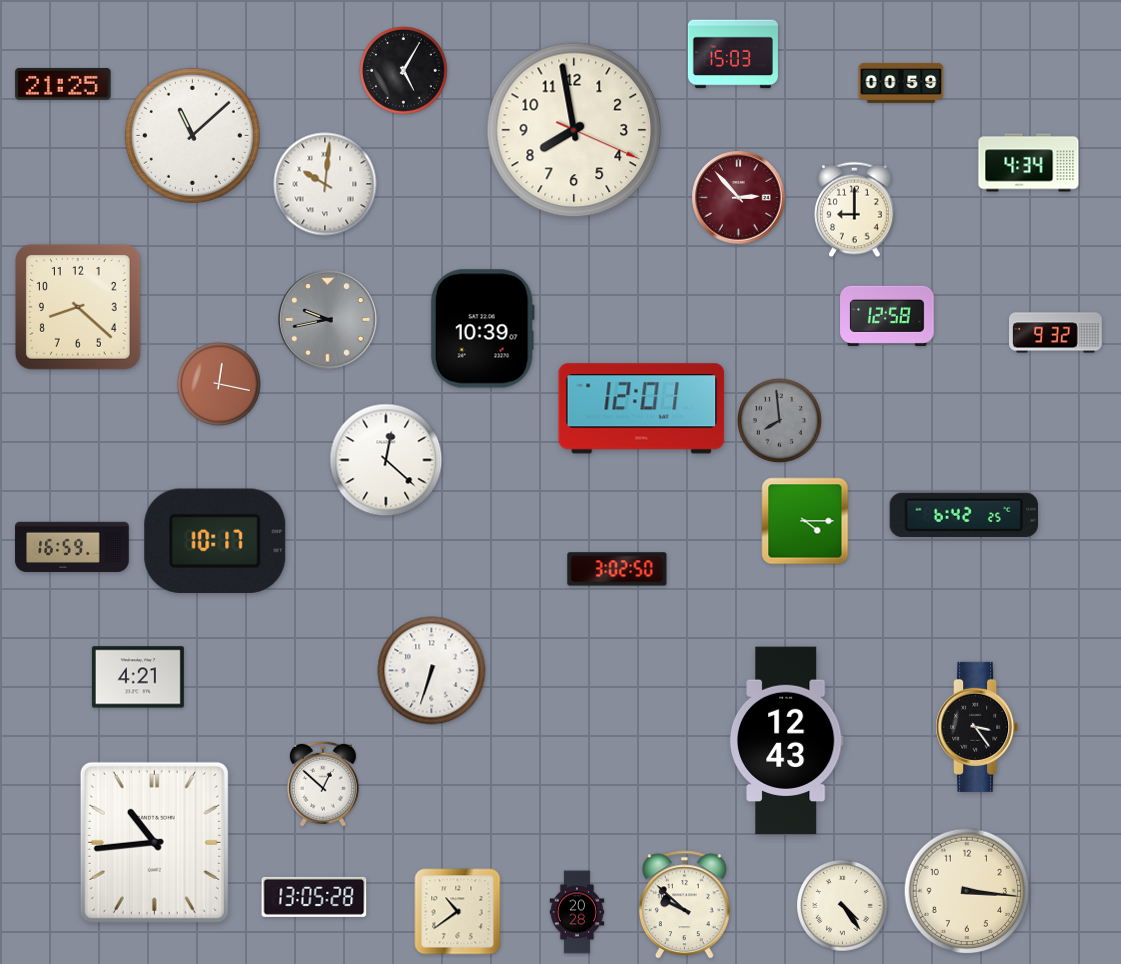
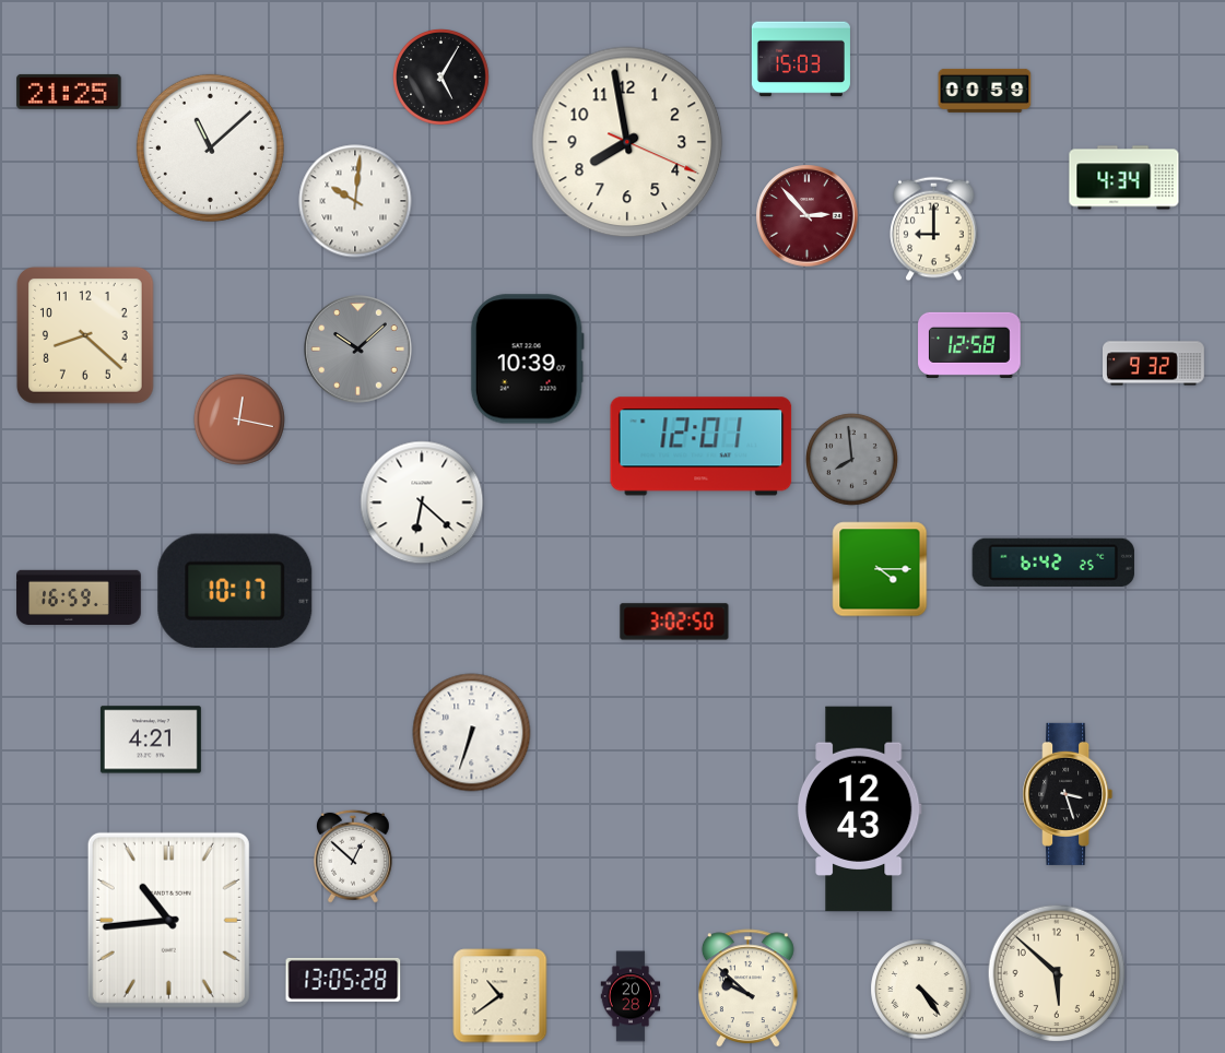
clock at (328, 320): 9:43 -> 10:08
clock at (386, 460): 12:22 -> 6:22
clock at (977, 727): 3:24 -> 3:27
clock at (967, 891): 3:16 -> 5:52
